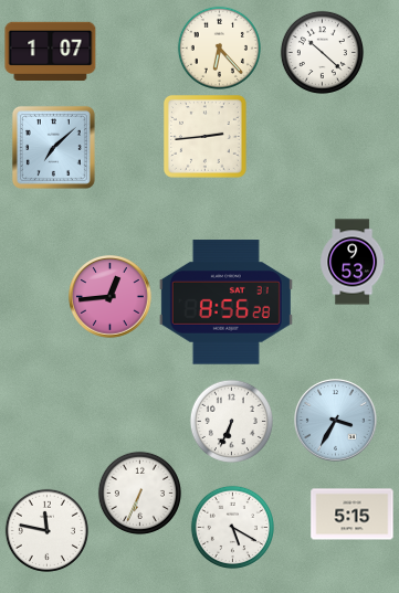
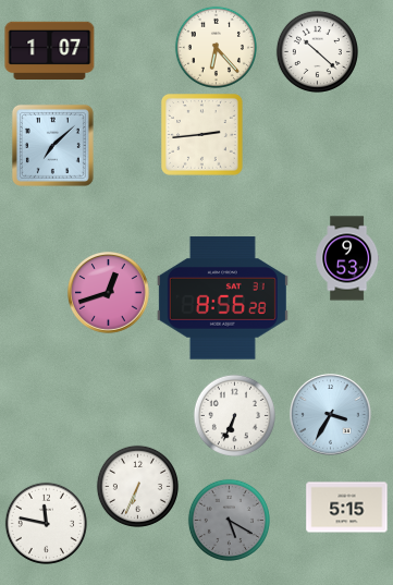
clock at (111, 297): 12:44 -> 12:42
clock at (231, 421) position: (231, 421) -> (234, 415)
clock at (232, 527) dial: white -> grey
